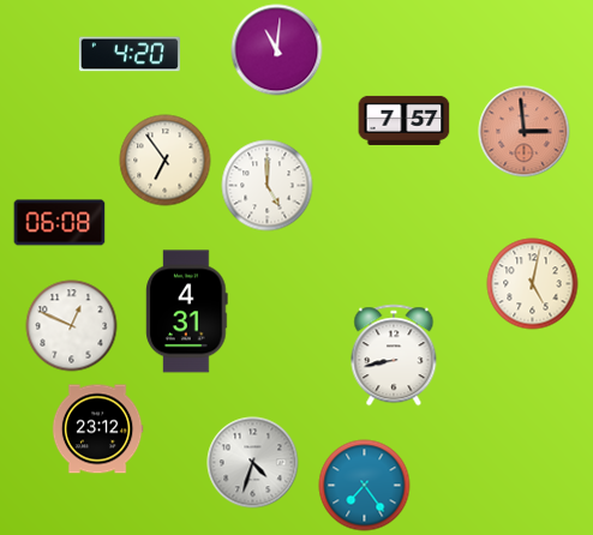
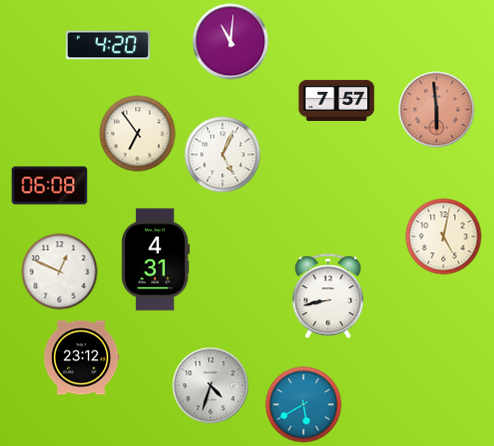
clock at (525, 132): 2:59 -> 5:59
clock at (268, 186): 5:00 -> 5:04
clock at (365, 486): 7:24 -> 5:40
